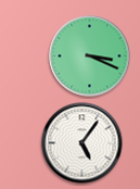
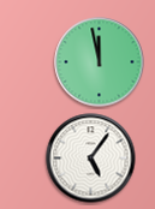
clock at (90, 56): 3:19 -> 11:58
